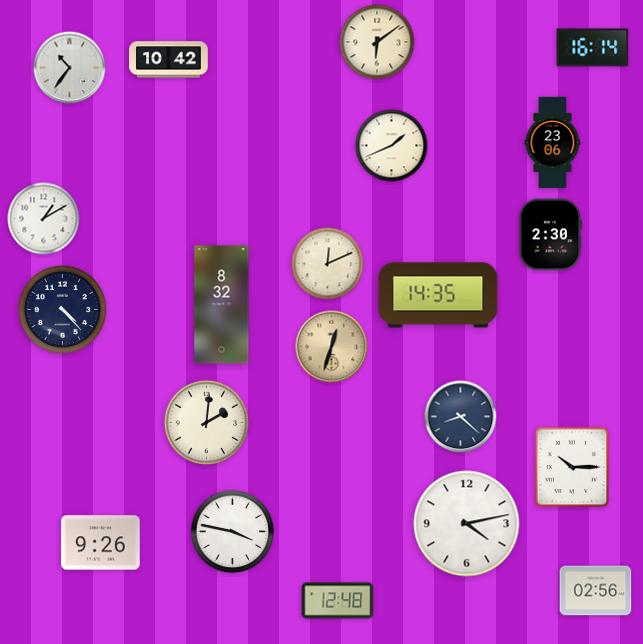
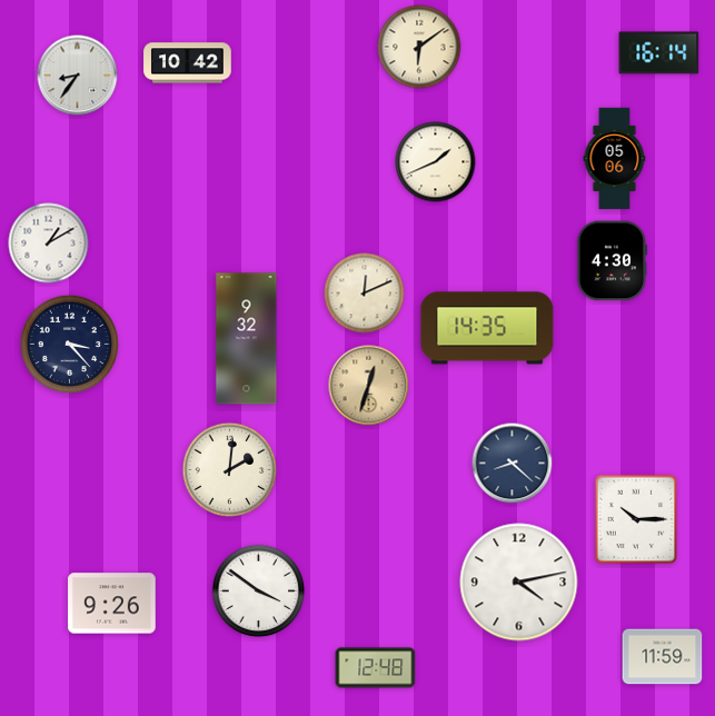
clock at (169, 60) position: (169, 60) -> (188, 63)
clock at (70, 68): 10:36 -> 8:36
clock at (553, 143): 23:06 -> 05:06
clock at (551, 235): 2:30 -> 4:30
clock at (222, 305): 8:32 -> 9:32
clock at (62, 309): 4:23 -> 3:23
clock at (233, 532): 3:47 -> 3:51
clock at (596, 591): 02:56 -> 11:59
